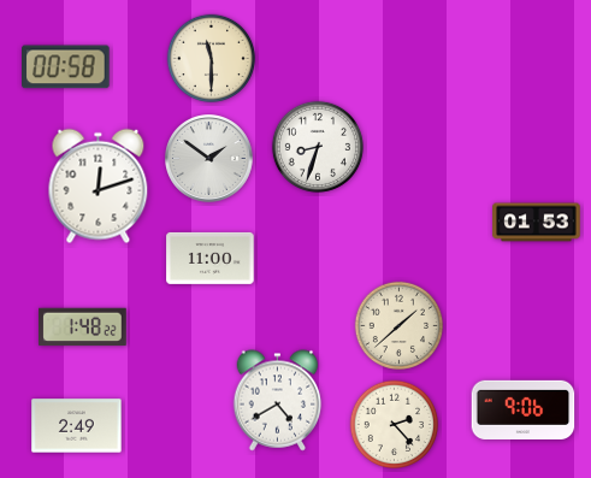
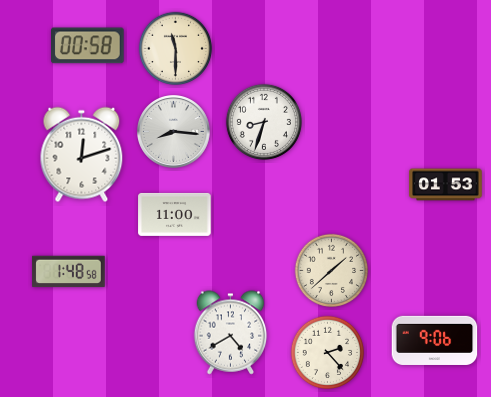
clock at (66, 67) position: (66, 67) -> (88, 46)
clock at (209, 159): 1:51 -> 8:16
clock at (83, 327): 1:48:22 -> 1:48:58
clock at (77, 426): 2:49 -> none
